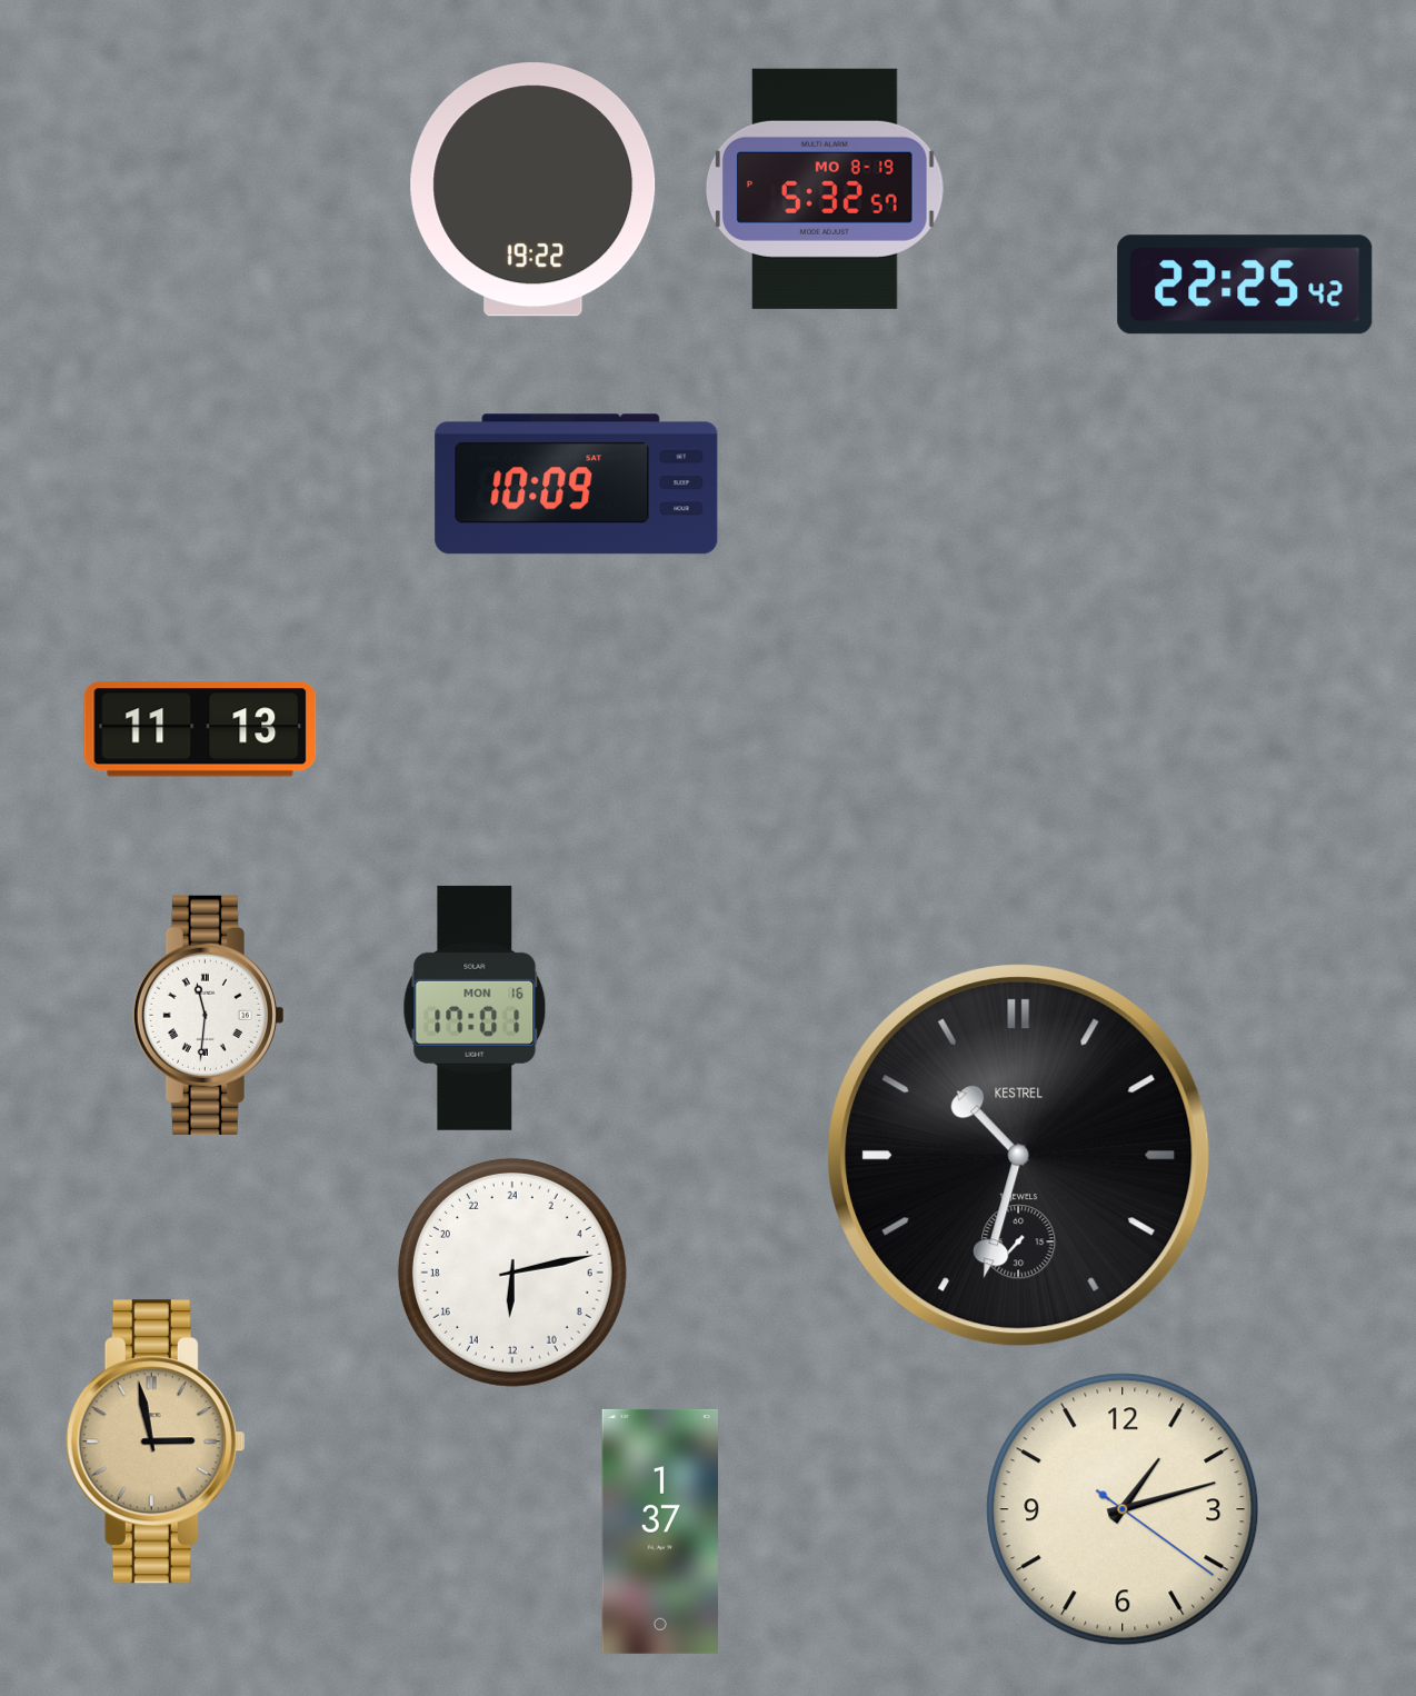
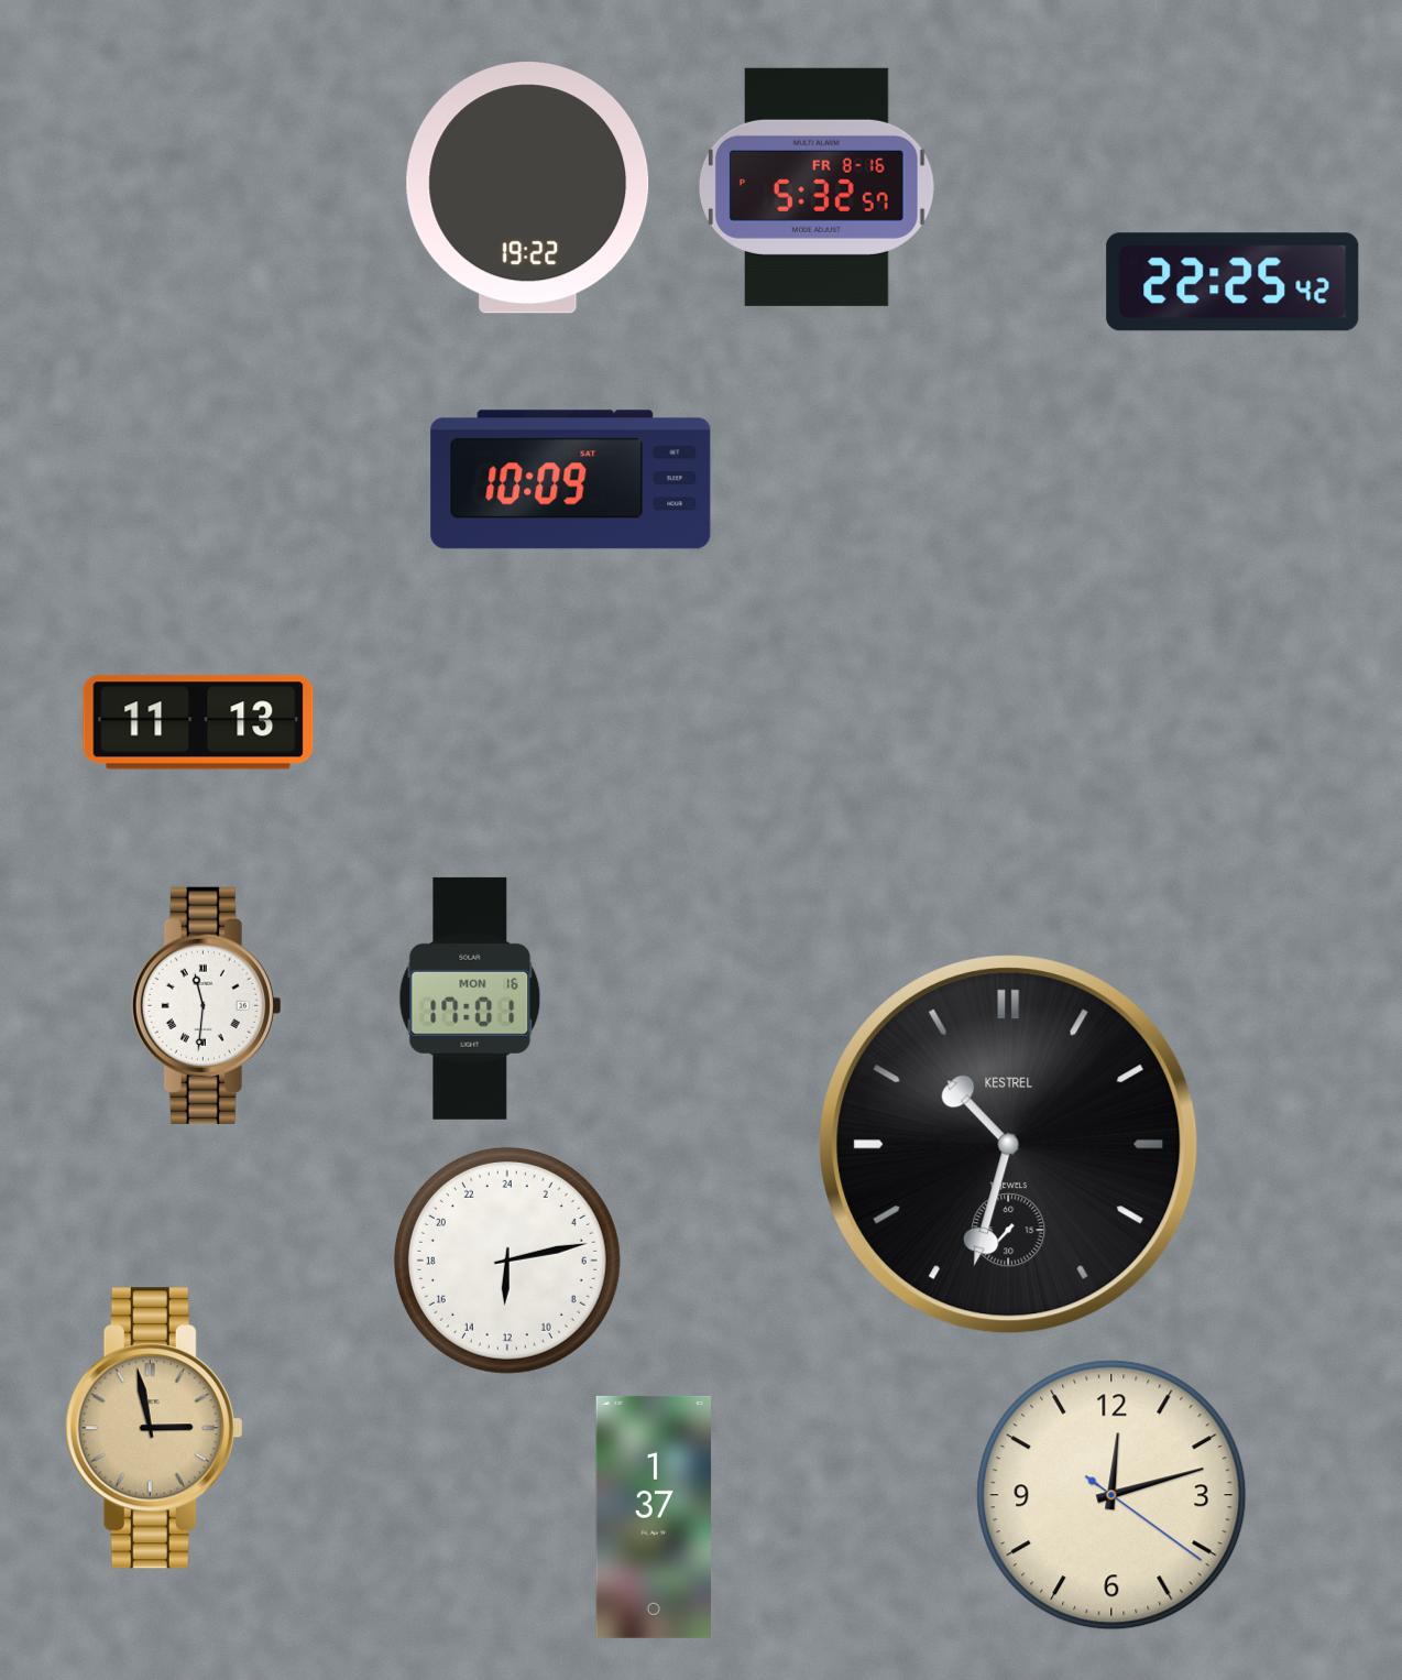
clock at (826, 189) date: MO 8-19 -> FR 8-16
clock at (1123, 1509): 1:12 -> 12:12
